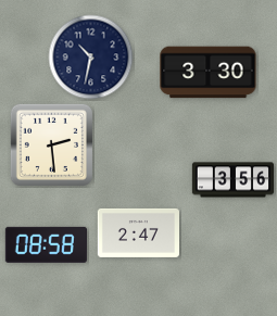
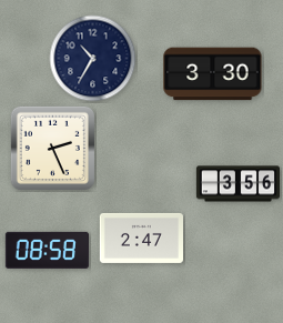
clock at (91, 58): 10:32 -> 10:35
clock at (51, 144): 2:29 -> 2:26
